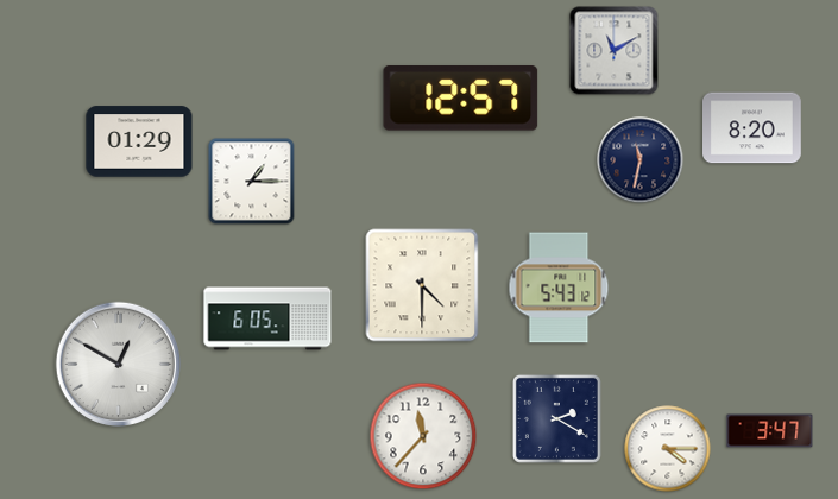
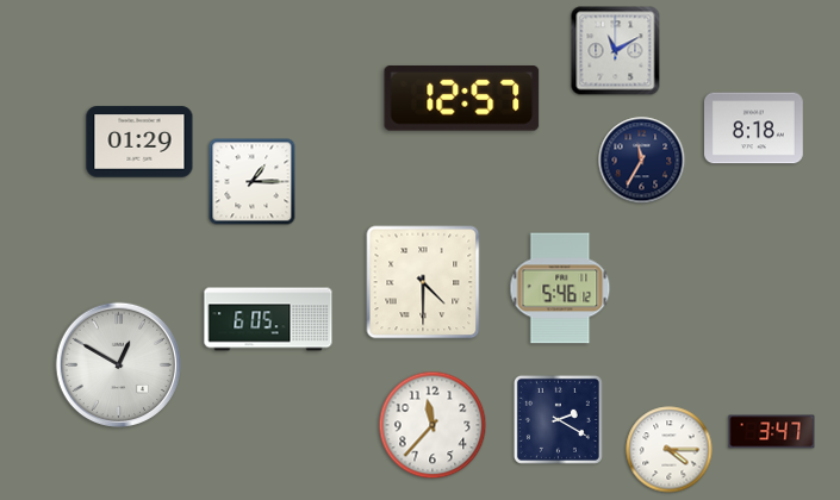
clock at (752, 128): 8:20 -> 8:18
clock at (641, 160): 11:32 -> 11:35
clock at (422, 285) position: (422, 285) -> (423, 282)
clock at (559, 288): 5:43 -> 5:46
clock at (423, 436) position: (423, 436) -> (433, 425)
